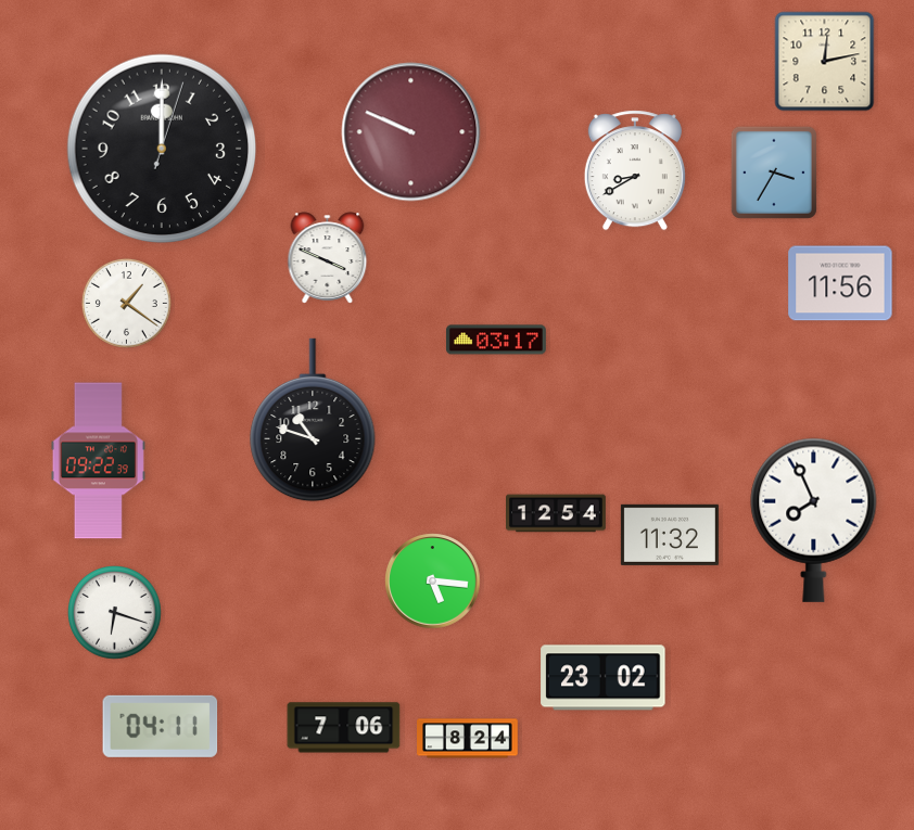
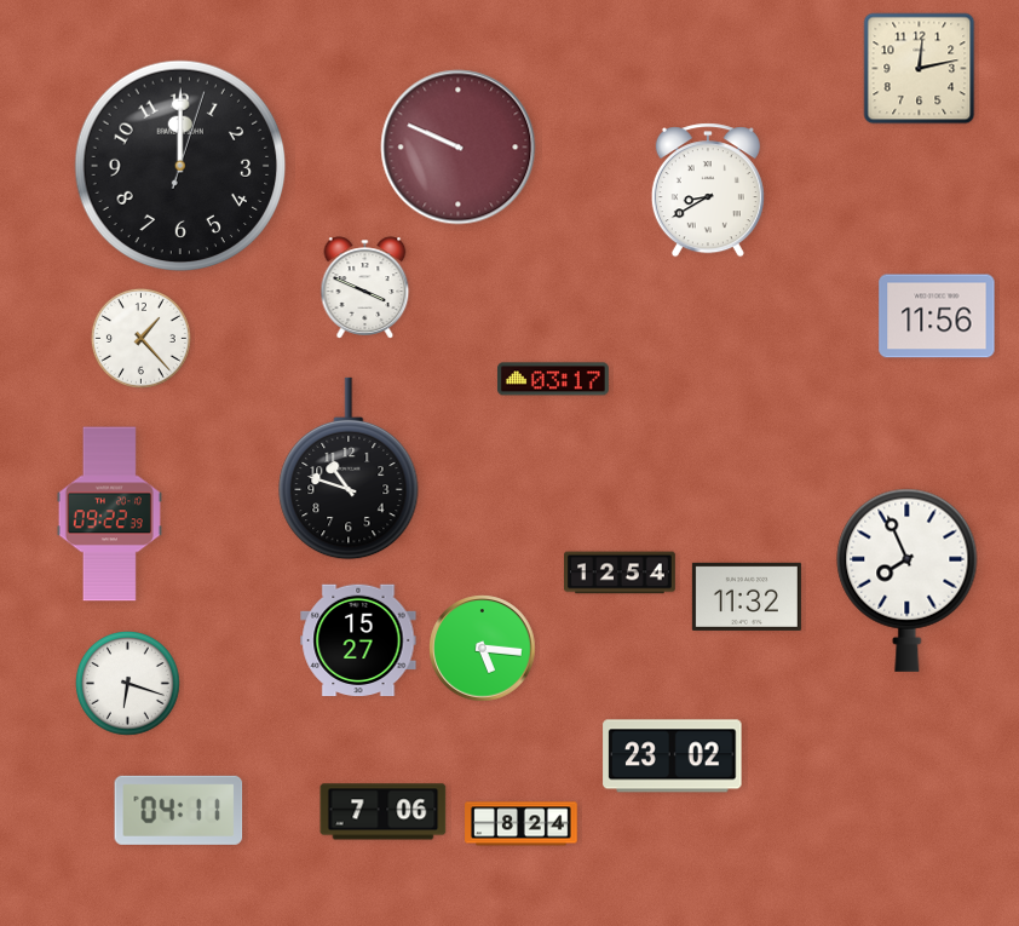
clock at (774, 173): 3:35 -> none
clock at (126, 303): 1:21 -> 1:23
clock at (358, 640): none -> 15:27
